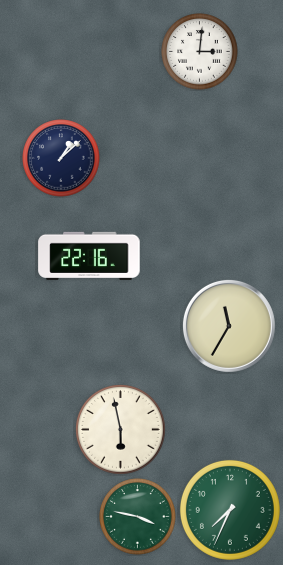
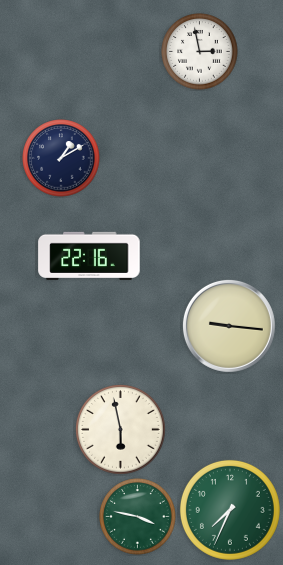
clock at (200, 52): 3:01 -> 2:58
clock at (61, 158): 1:08 -> 1:10
clock at (229, 326): 11:35 -> 9:16
